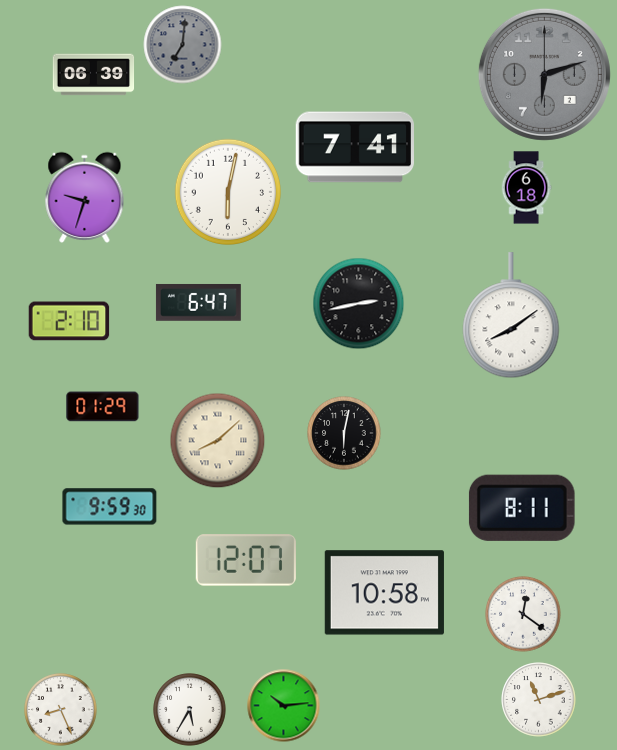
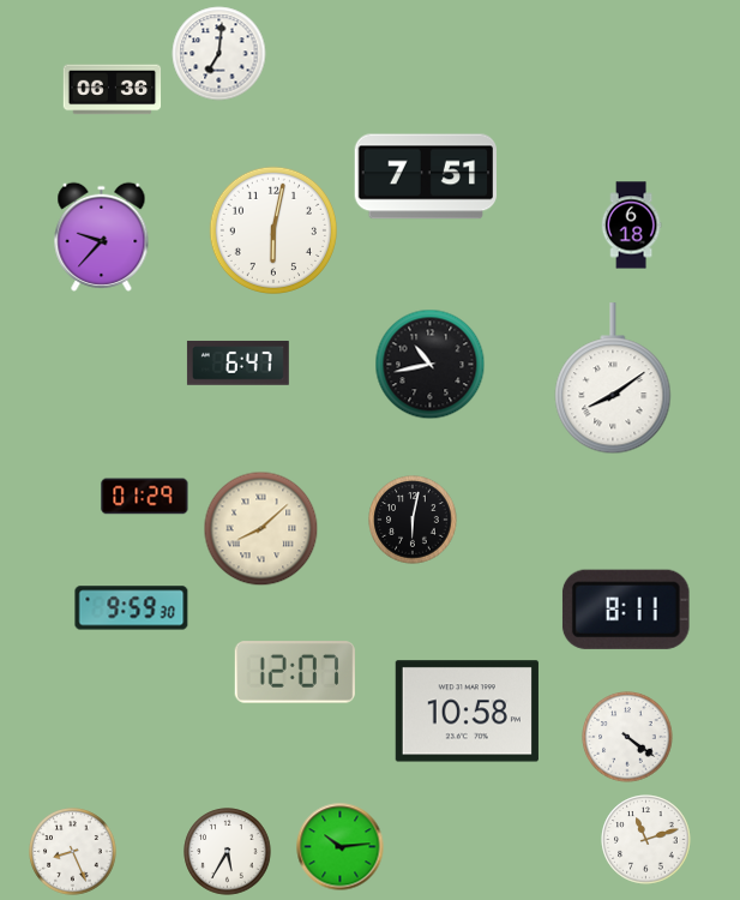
clock at (183, 45) dial: grey -> white
clock at (544, 74): 6:12 -> none
clock at (94, 75): 06:39 -> 06:36
clock at (354, 147): 7:41 -> 7:51
clock at (85, 197): 9:33 -> 9:37
clock at (359, 304): 2:43 -> 10:43
clock at (69, 321): 2:10 -> none
clock at (103, 407) position: (103, 407) -> (145, 497)
clock at (384, 593) position: (384, 593) -> (467, 712)
clock at (523, 614): 12:21 -> 4:21
